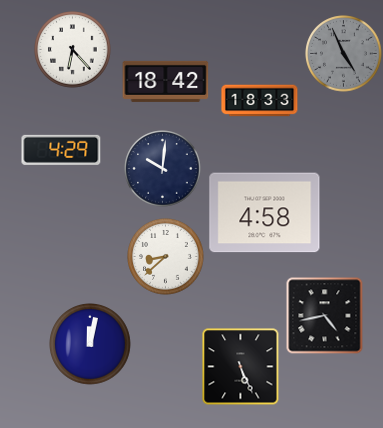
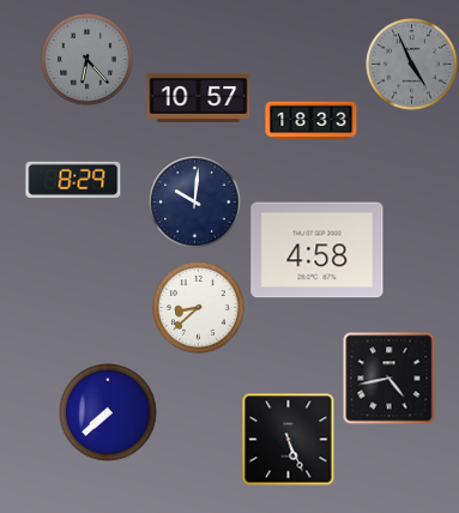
clock at (73, 50) dial: white -> grey
clock at (166, 81): 18:42 -> 10:57
clock at (61, 150): 4:29 -> 8:29
clock at (265, 213) position: (265, 213) -> (318, 251)
clock at (91, 345): 12:02 -> 7:38
